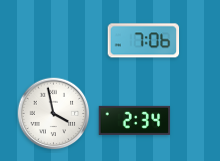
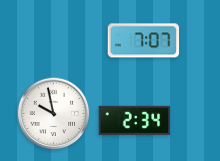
clock at (144, 41): 7:06 -> 7:07
clock at (54, 114): 3:58 -> 9:58
